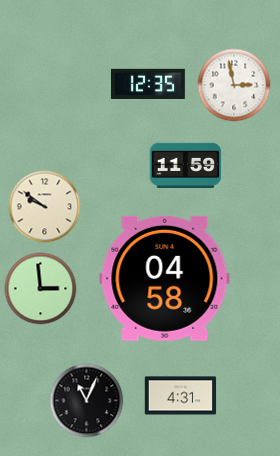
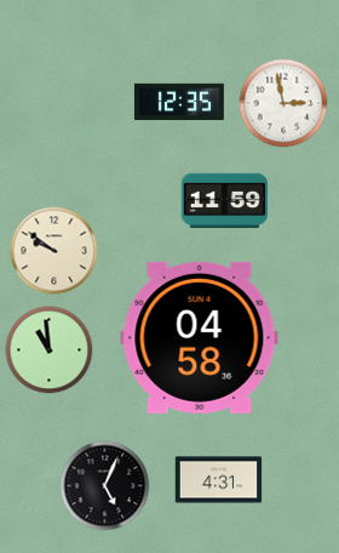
clock at (41, 289): 2:59 -> 10:59
clock at (87, 401): 11:04 -> 5:04
